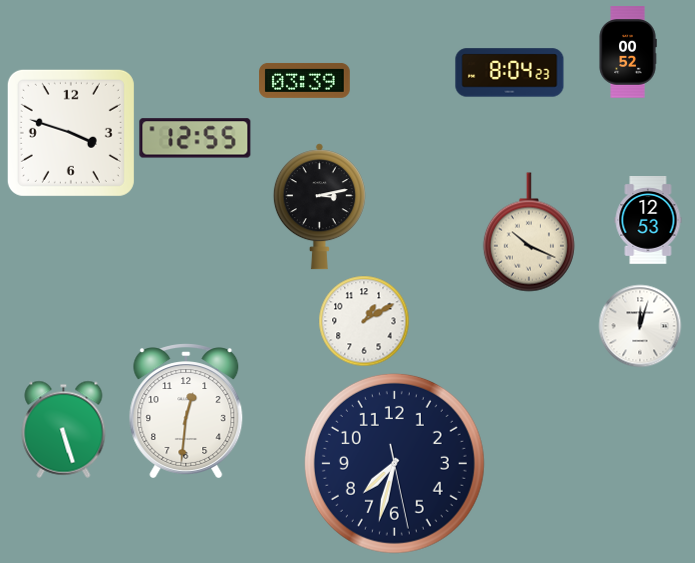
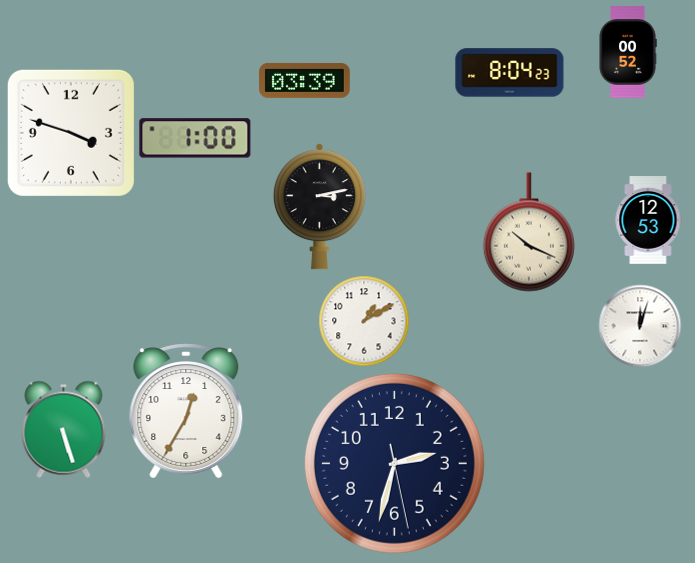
clock at (195, 138): 12:55 -> 1:00
clock at (186, 411): 12:31 -> 12:35
clock at (394, 463): 7:32 -> 2:32
